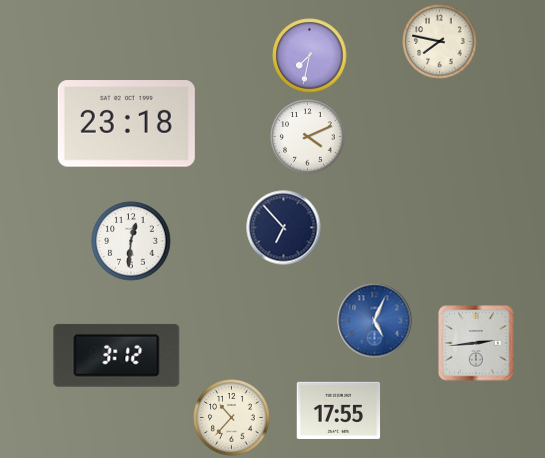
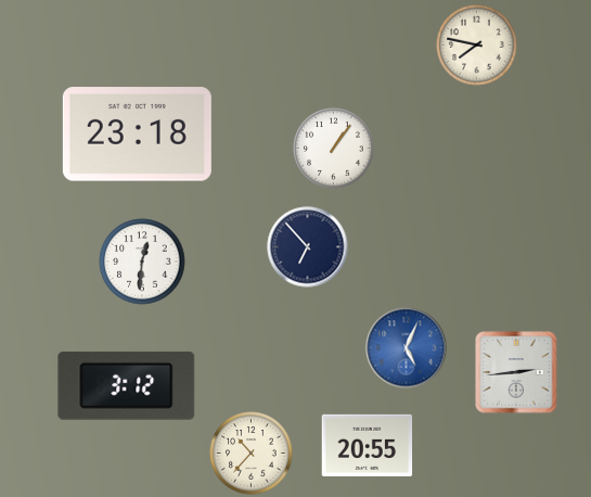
clock at (310, 56): 7:32 -> none
clock at (308, 137): 4:11 -> 1:06
clock at (339, 410): 17:55 -> 20:55
